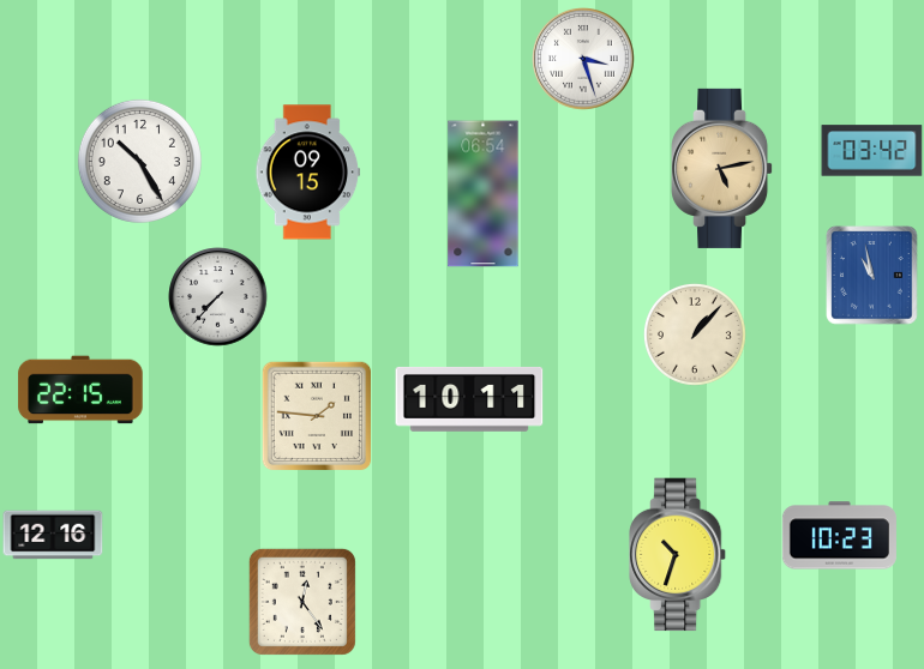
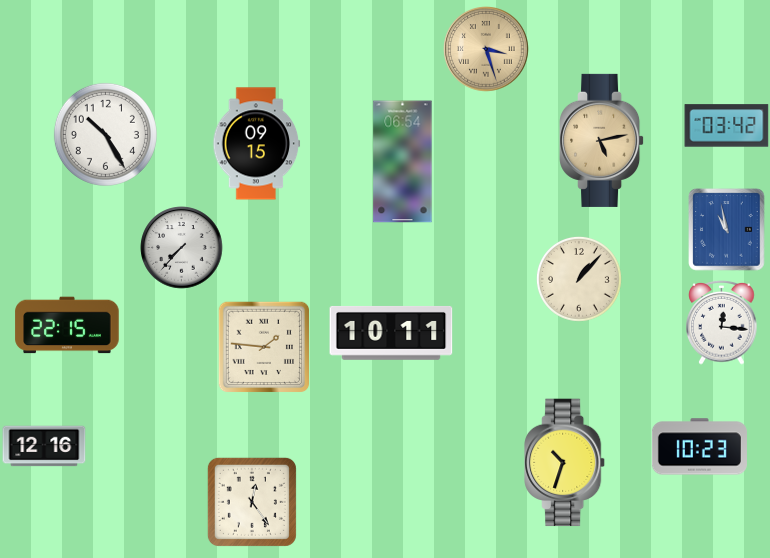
clock at (583, 59) dial: white -> champagne
clock at (139, 161) position: (139, 161) -> (105, 134)
clock at (722, 323): none -> 12:16
